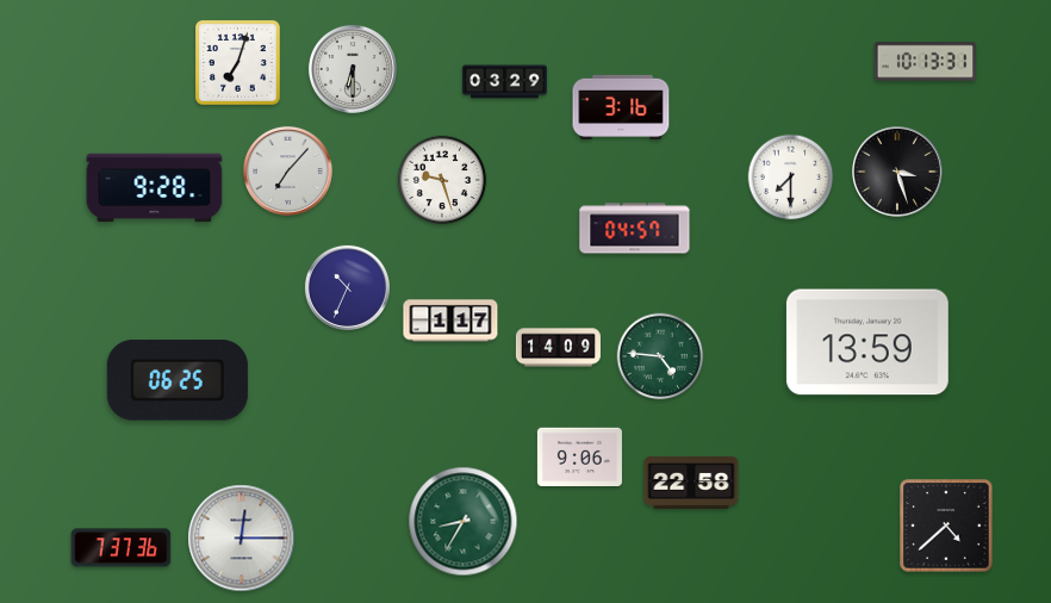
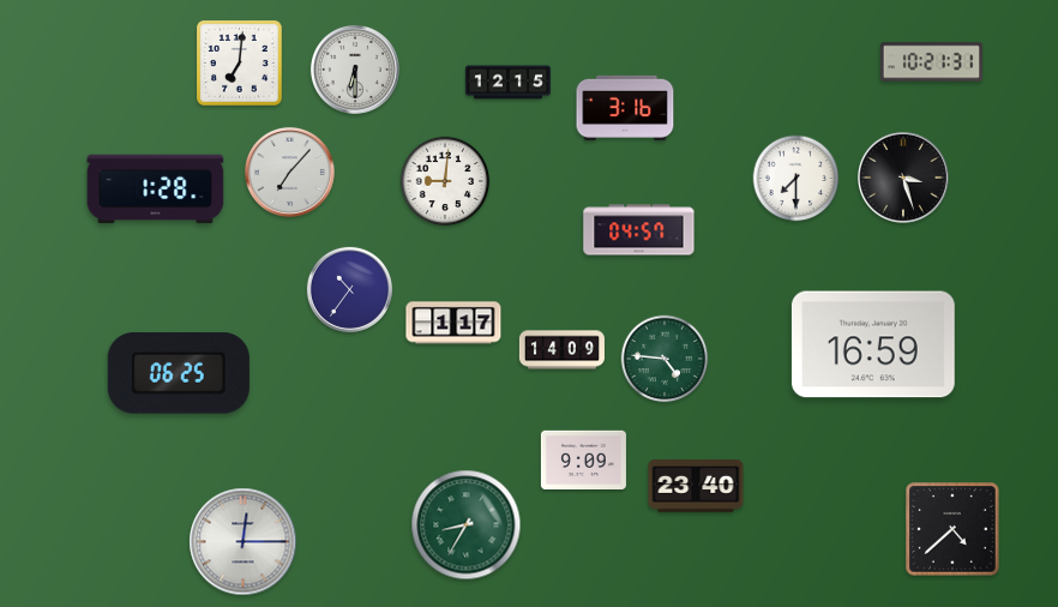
clock at (926, 62): 10:13 -> 10:21
clock at (238, 63): 7:03 -> 7:01
clock at (504, 82): 03:29 -> 12:15
clock at (898, 173) position: (898, 173) -> (904, 179)
clock at (442, 180): 9:27 -> 9:01
clock at (155, 188): 9:28 -> 1:28
clock at (347, 287): 10:34 -> 10:36
clock at (867, 342): 13:59 -> 16:59
clock at (178, 380) position: (178, 380) -> (179, 373)
clock at (579, 458): 9:06 -> 9:09
clock at (691, 484): 22:58 -> 23:40
clock at (122, 548): 7:37 -> none
